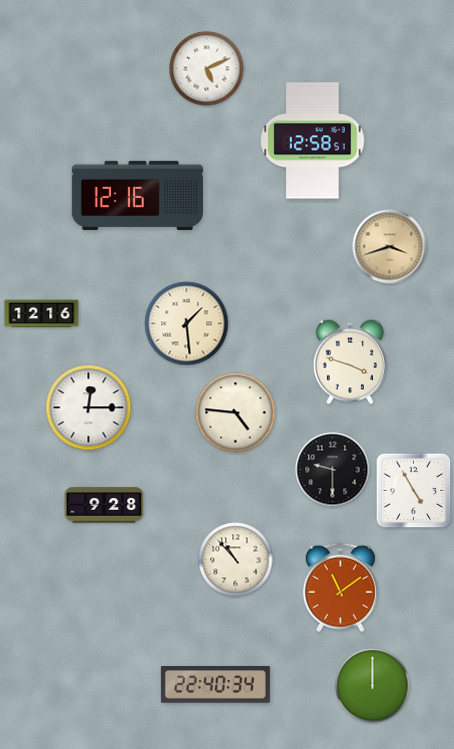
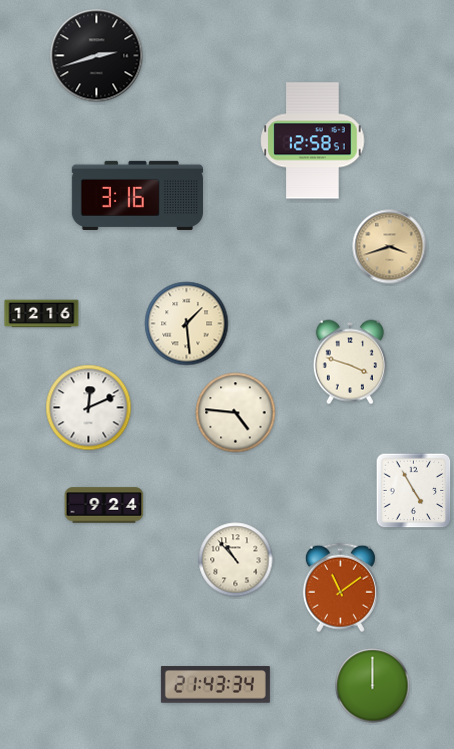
clock at (97, 56): none -> 2:42
clock at (207, 69): 5:11 -> none
clock at (137, 195): 12:16 -> 3:16
clock at (89, 408): 12:15 -> 12:11
clock at (333, 470): 9:30 -> none
clock at (104, 505): 9:28 -> 9:24
clock at (215, 685): 22:40 -> 21:43
